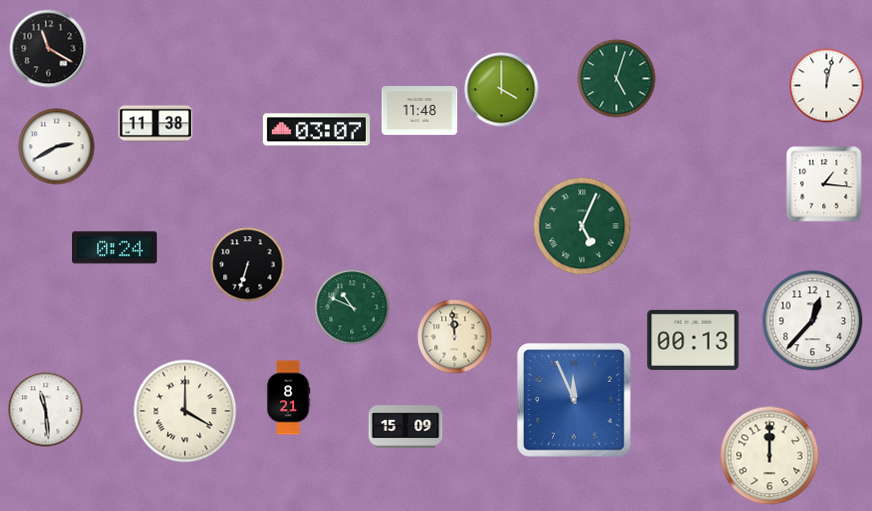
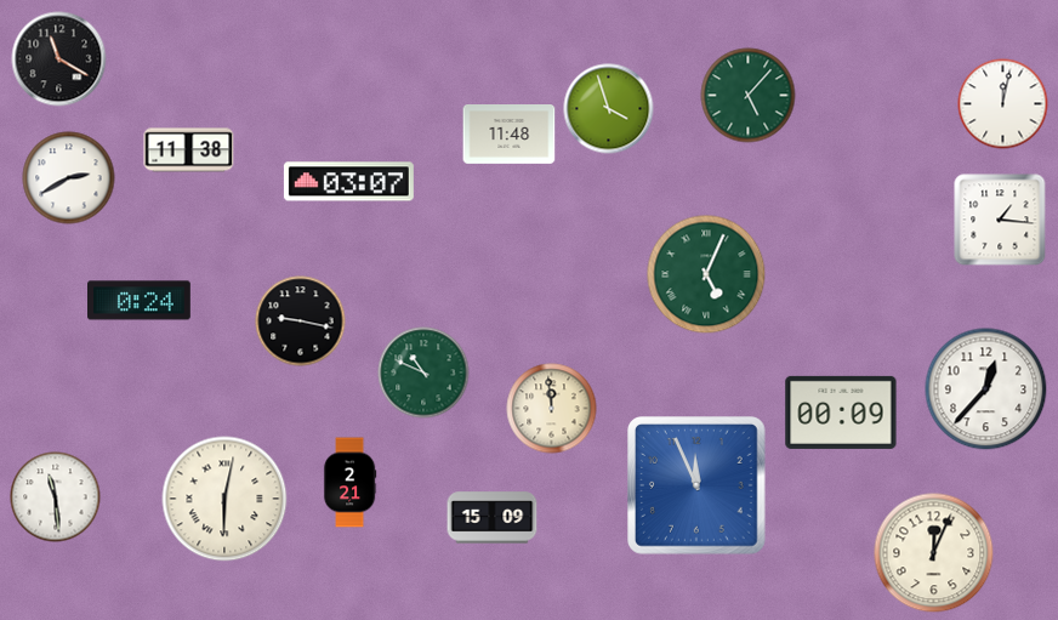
clock at (617, 79): 5:03 -> 5:07
clock at (502, 90): 4:00 -> 3:57
clock at (316, 130) position: (316, 130) -> (348, 182)
clock at (824, 184) position: (824, 184) -> (1000, 220)
clock at (248, 265): 6:33 -> 9:17
clock at (352, 307) position: (352, 307) -> (423, 372)
clock at (693, 340): 00:13 -> 00:09
clock at (288, 398): 8:21 -> 2:21
clock at (185, 411): 4:00 -> 6:02
clock at (770, 456): 12:00 -> 12:04
